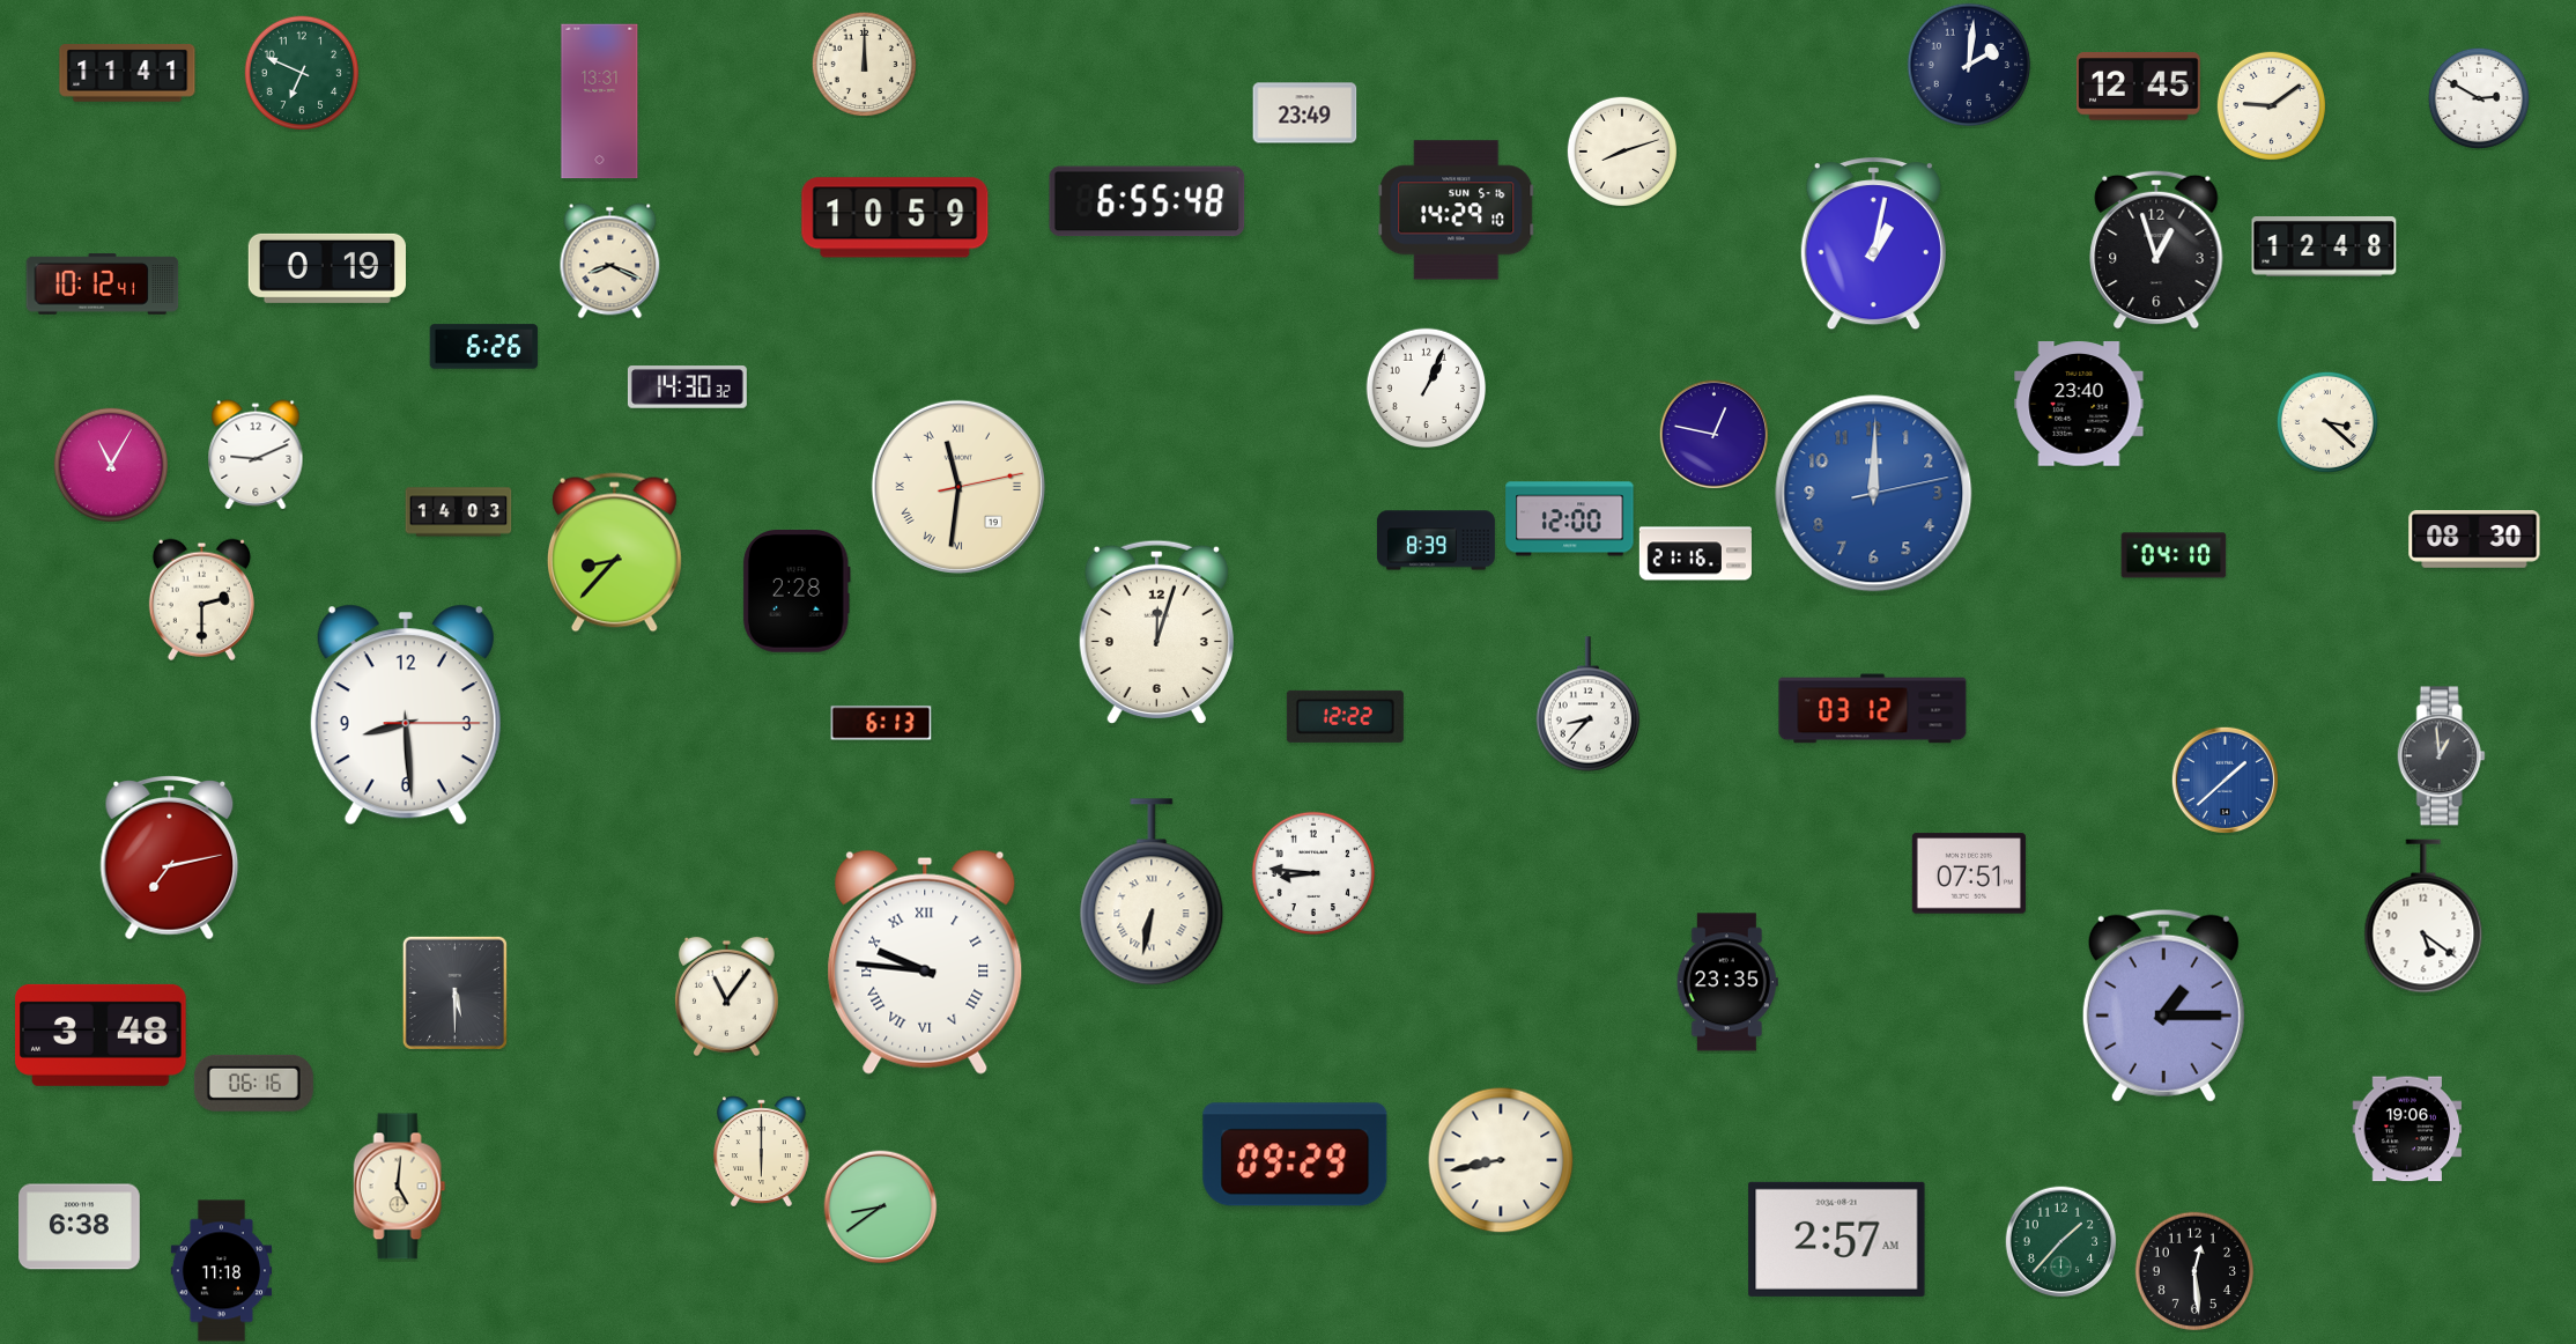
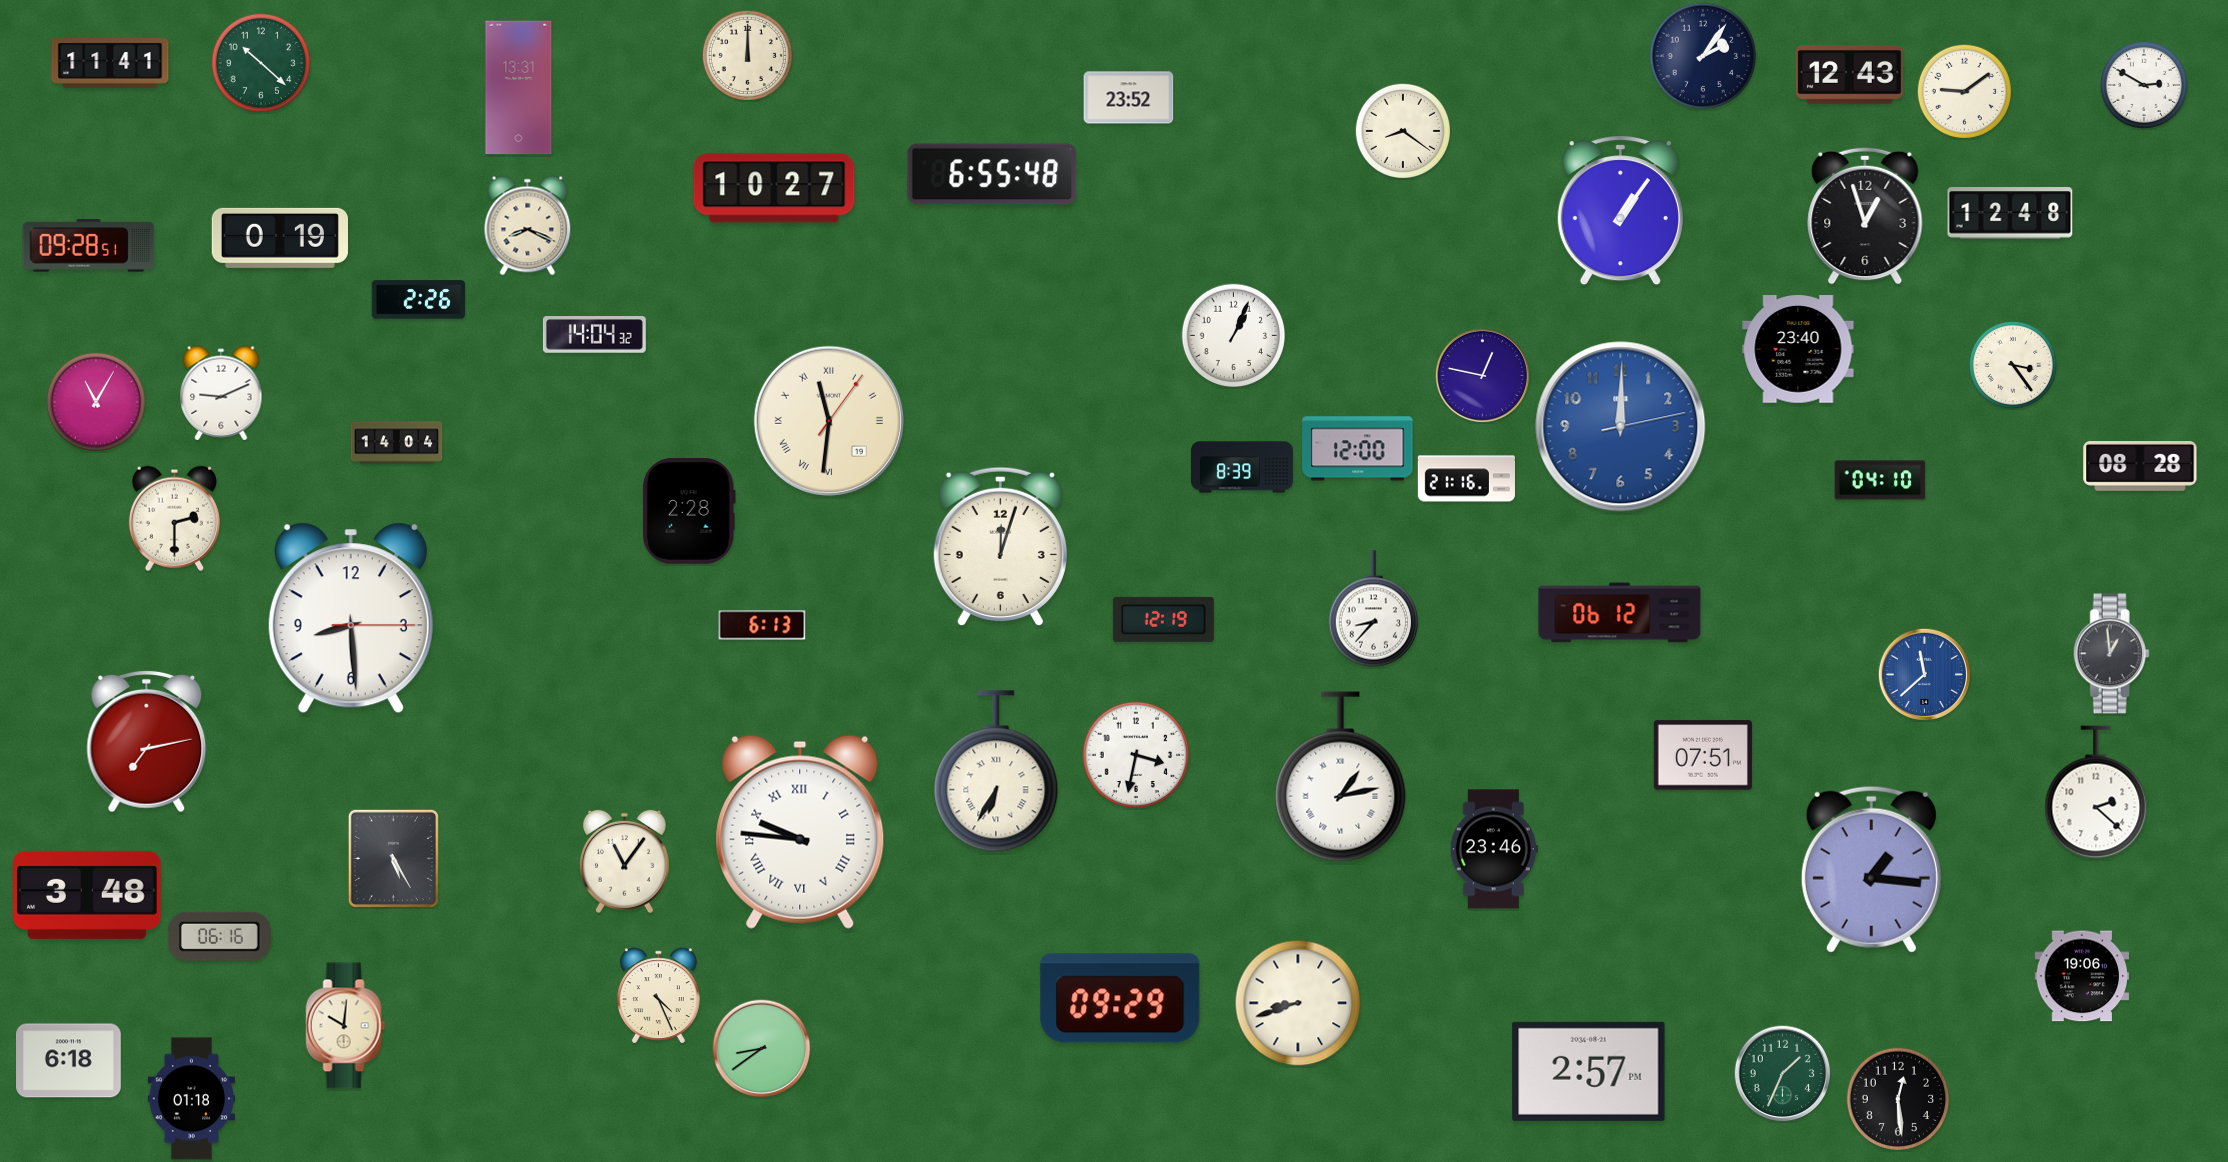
clock at (1969, 65): 2:01 -> 2:06
clock at (301, 72): 6:49 -> 10:22
clock at (2139, 87): 12:45 -> 12:43
clock at (1305, 113): 23:49 -> 23:52
clock at (1621, 152): 8:12 -> 8:21
clock at (1457, 211): 14:29 -> none
clock at (895, 217): 10:59 -> 10:27
clock at (1873, 244): 1:02 -> 1:06
clock at (327, 268) position: (327, 268) -> (280, 238)
clock at (103, 285): 10:12 -> 09:28
clock at (484, 347): 6:26 -> 2:26
clock at (687, 387): 14:30 -> 14:04
clock at (2327, 422): 3:22 -> 3:24
clock at (958, 487): 11:31:13 -> 11:31:06
clock at (459, 512): 14:03 -> 14:04
clock at (2474, 540): 08:30 -> 08:28
clock at (614, 553): 8:37 -> none
clock at (1873, 709): 03:12 -> 06:12
clock at (1345, 716): 12:22 -> 12:19
clock at (2225, 780): 1:38 -> 11:38
clock at (1313, 873): 8:46 -> 3:32
clock at (1152, 892): 6:32 -> 6:35
clock at (1341, 777): none -> 1:13
clock at (2423, 916): 5:21 -> 2:22
clock at (1727, 982): 23:35 -> 23:46
clock at (454, 992): 5:30 -> 5:25
clock at (726, 997) position: (726, 997) -> (624, 862)
clock at (2163, 1005): 1:15 -> 1:16
clock at (761, 1151): 6:00 -> 4:26
clock at (1501, 1160): 8:43 -> 8:42
clock at (400, 1187): 5:01 -> 10:01
clock at (881, 1208) position: (881, 1208) -> (762, 1049)
clock at (80, 1227): 6:38 -> 6:18
clock at (1837, 1239): 2:57 AM -> 2:57 PM
clock at (2061, 1242): 1:37 -> 1:34
clock at (222, 1271): 11:18 -> 01:18
